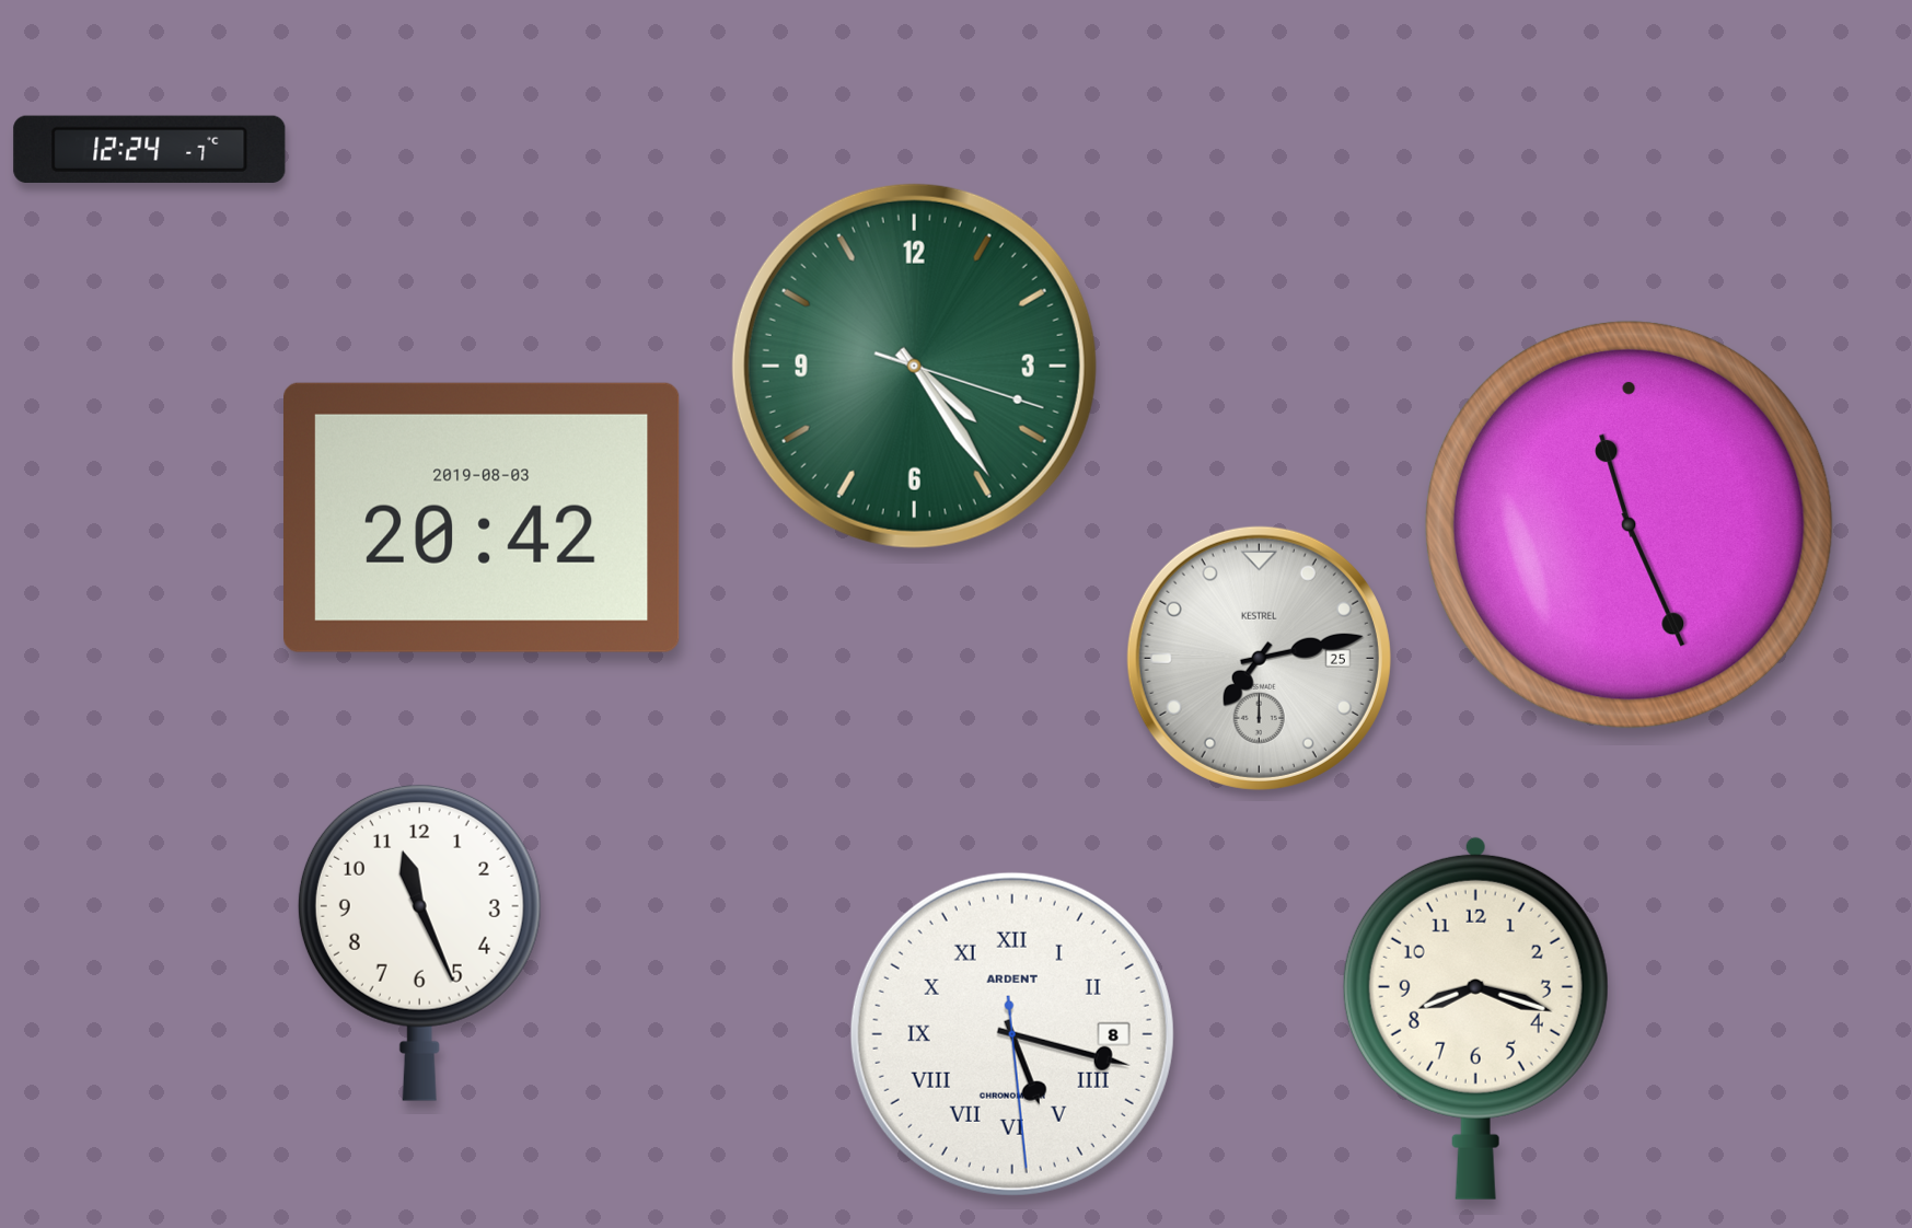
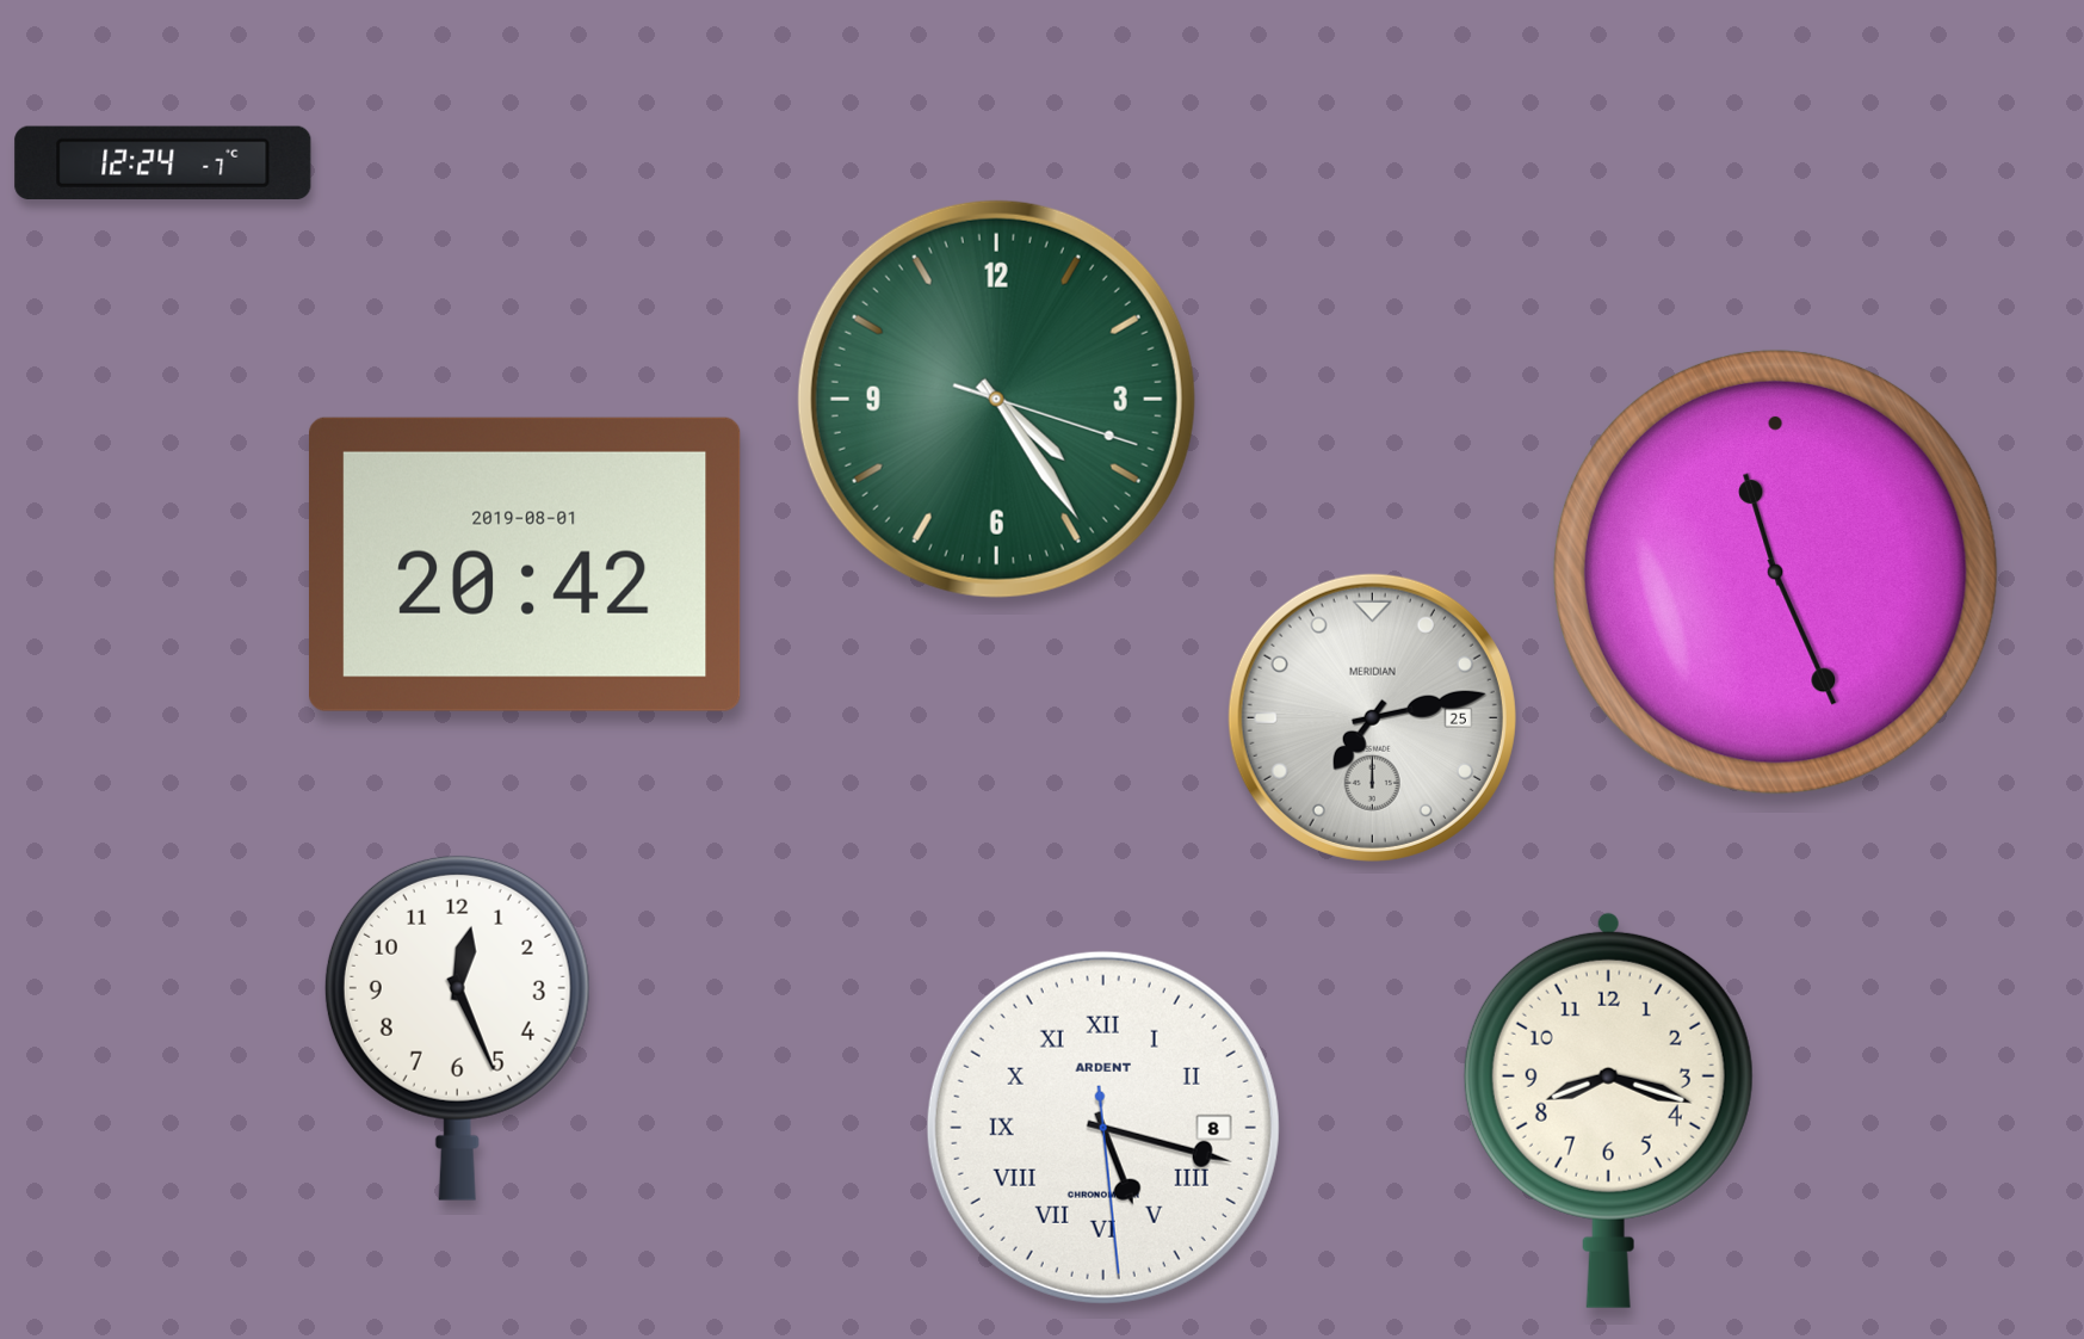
clock at (483, 518) date: 2019-08-03 -> 2019-08-01
clock at (1259, 658) brand: KESTREL -> MERIDIAN
clock at (419, 942): 11:26 -> 12:26
